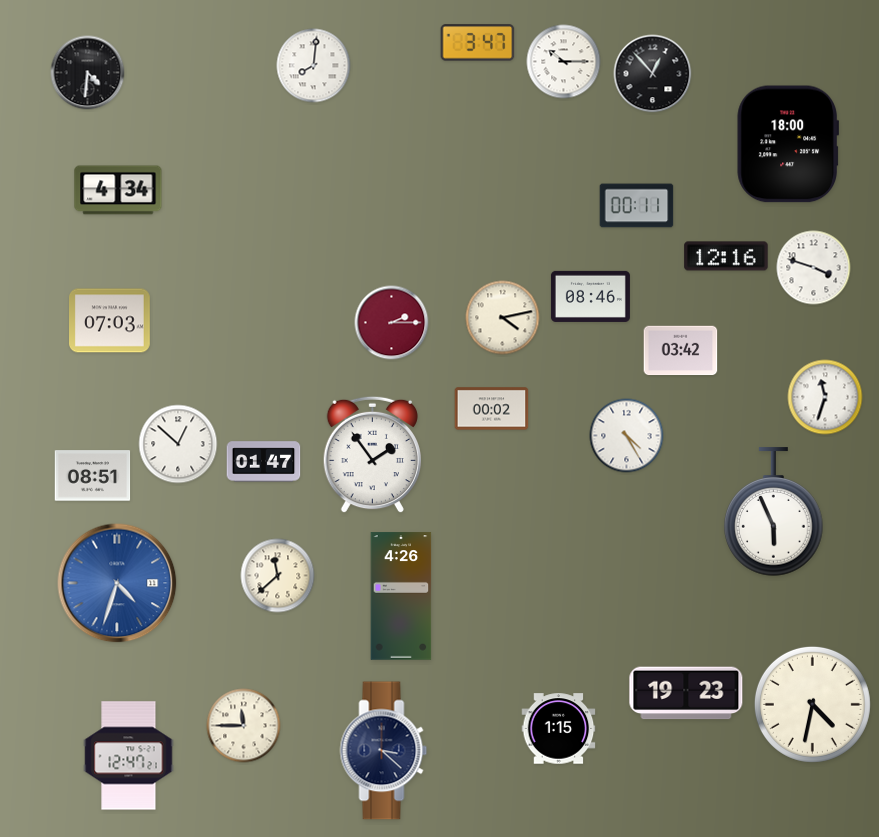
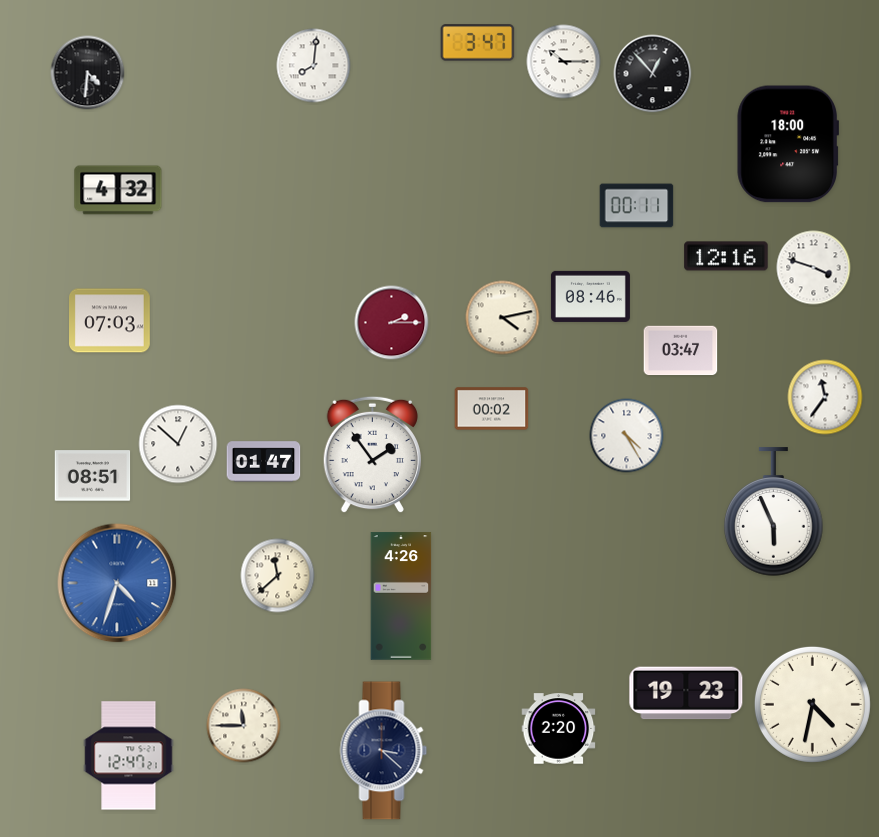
clock at (118, 190): 4:34 -> 4:32
clock at (681, 351): 03:42 -> 03:47
clock at (825, 397): 11:33 -> 11:36
clock at (559, 729): 1:15 -> 2:20
